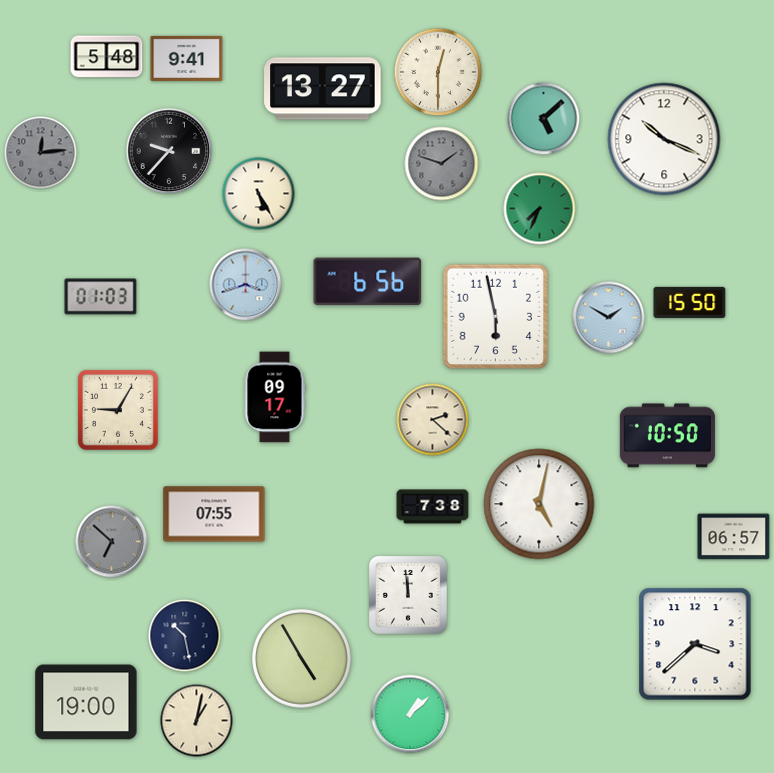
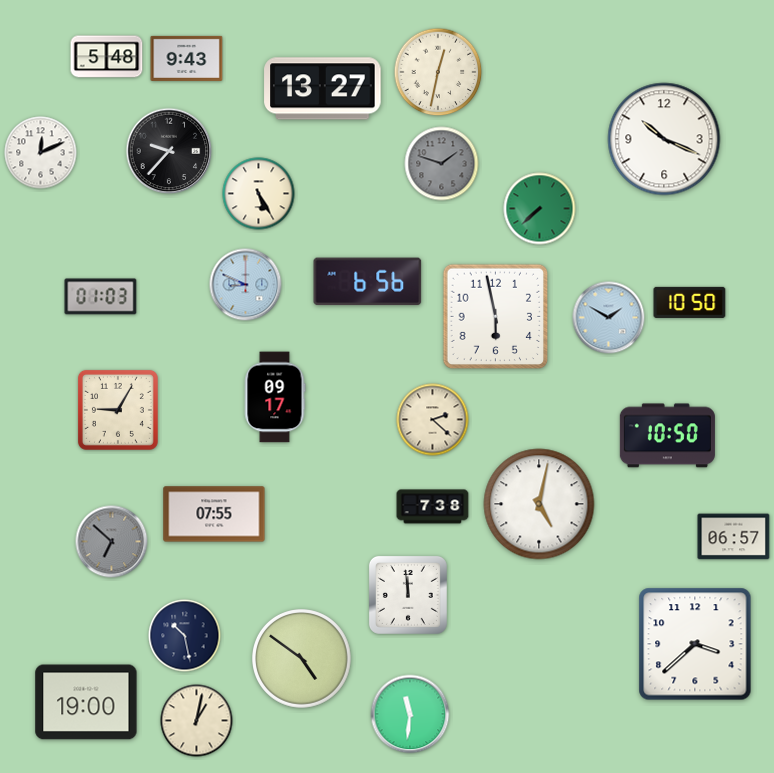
clock at (187, 58): 9:41 -> 9:43
clock at (438, 72): 12:30 -> 12:32
clock at (544, 119): 5:08 -> none
clock at (41, 153): 12:14 -> 12:11
clock at (41, 153) dial: grey -> white
clock at (540, 209): 7:34 -> 7:38
clock at (246, 285): 3:42 -> 8:49
clock at (690, 302): 15:50 -> 10:50
clock at (302, 659): 4:55 -> 4:51
clock at (410, 714): 1:08 -> 11:31
